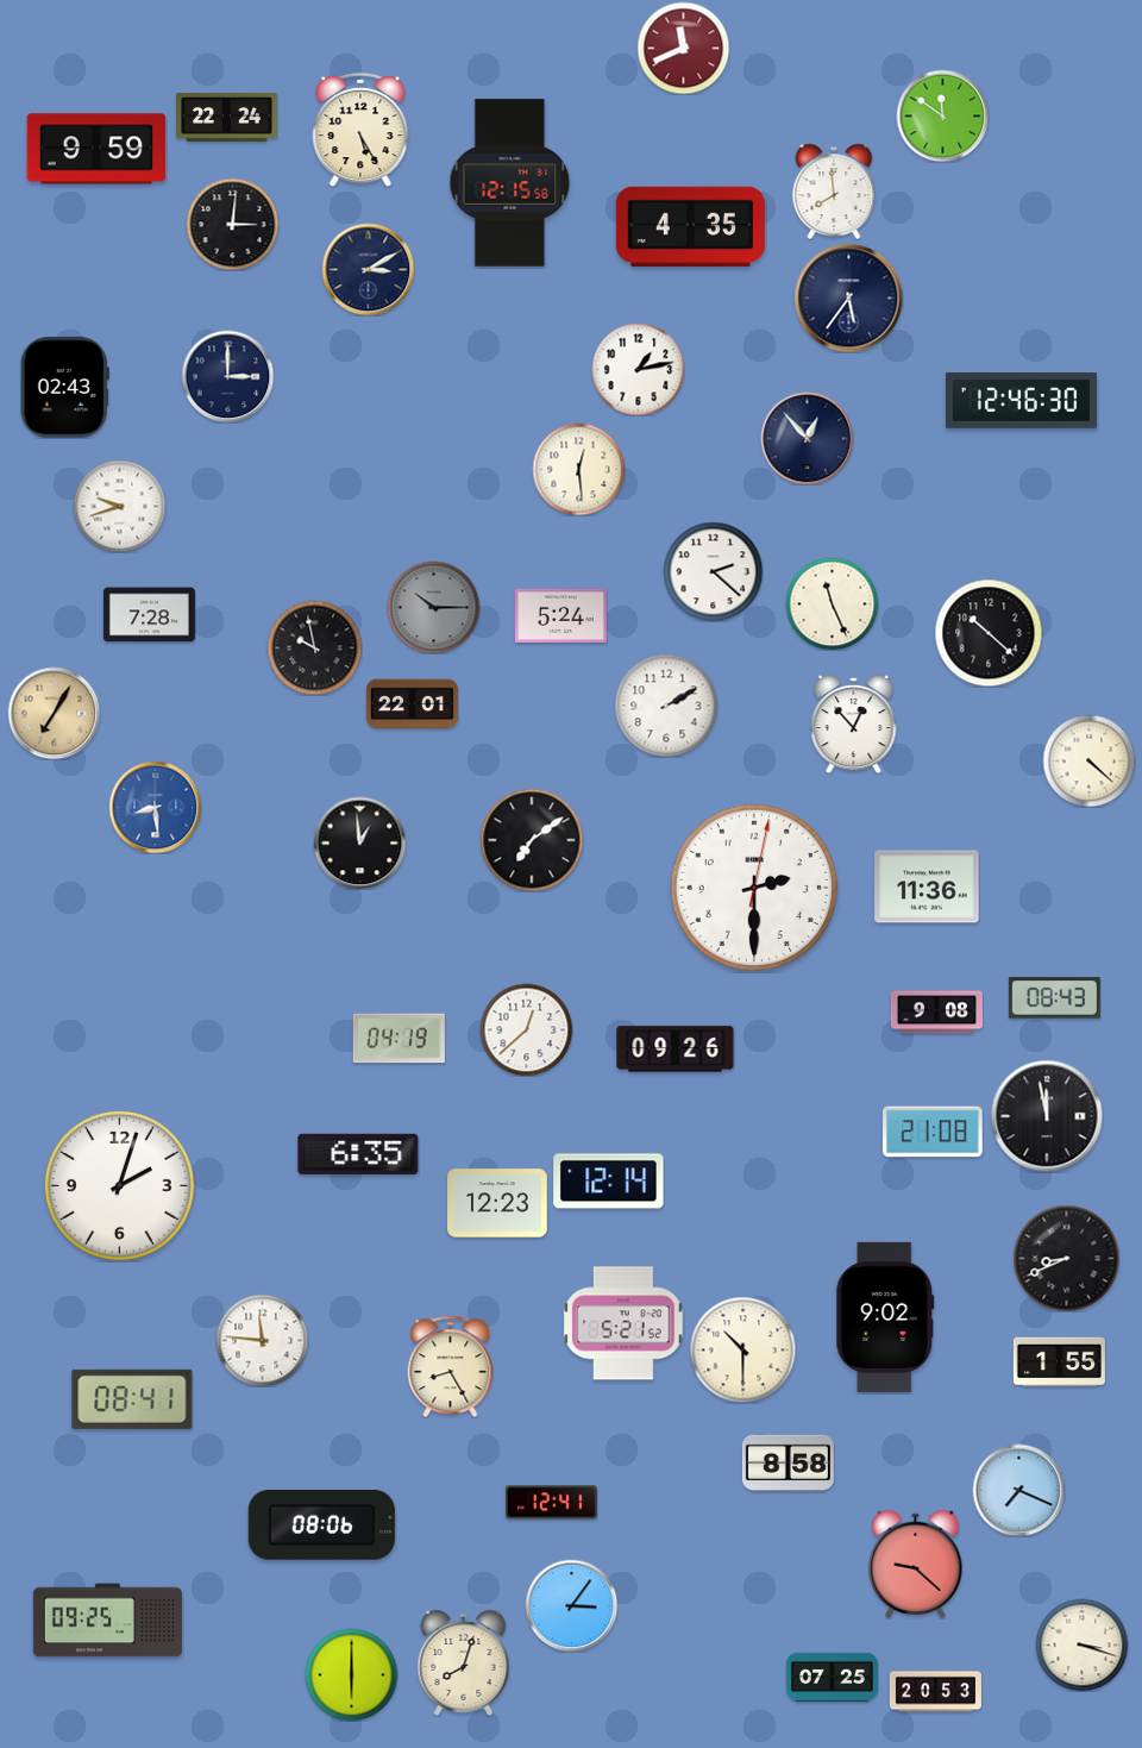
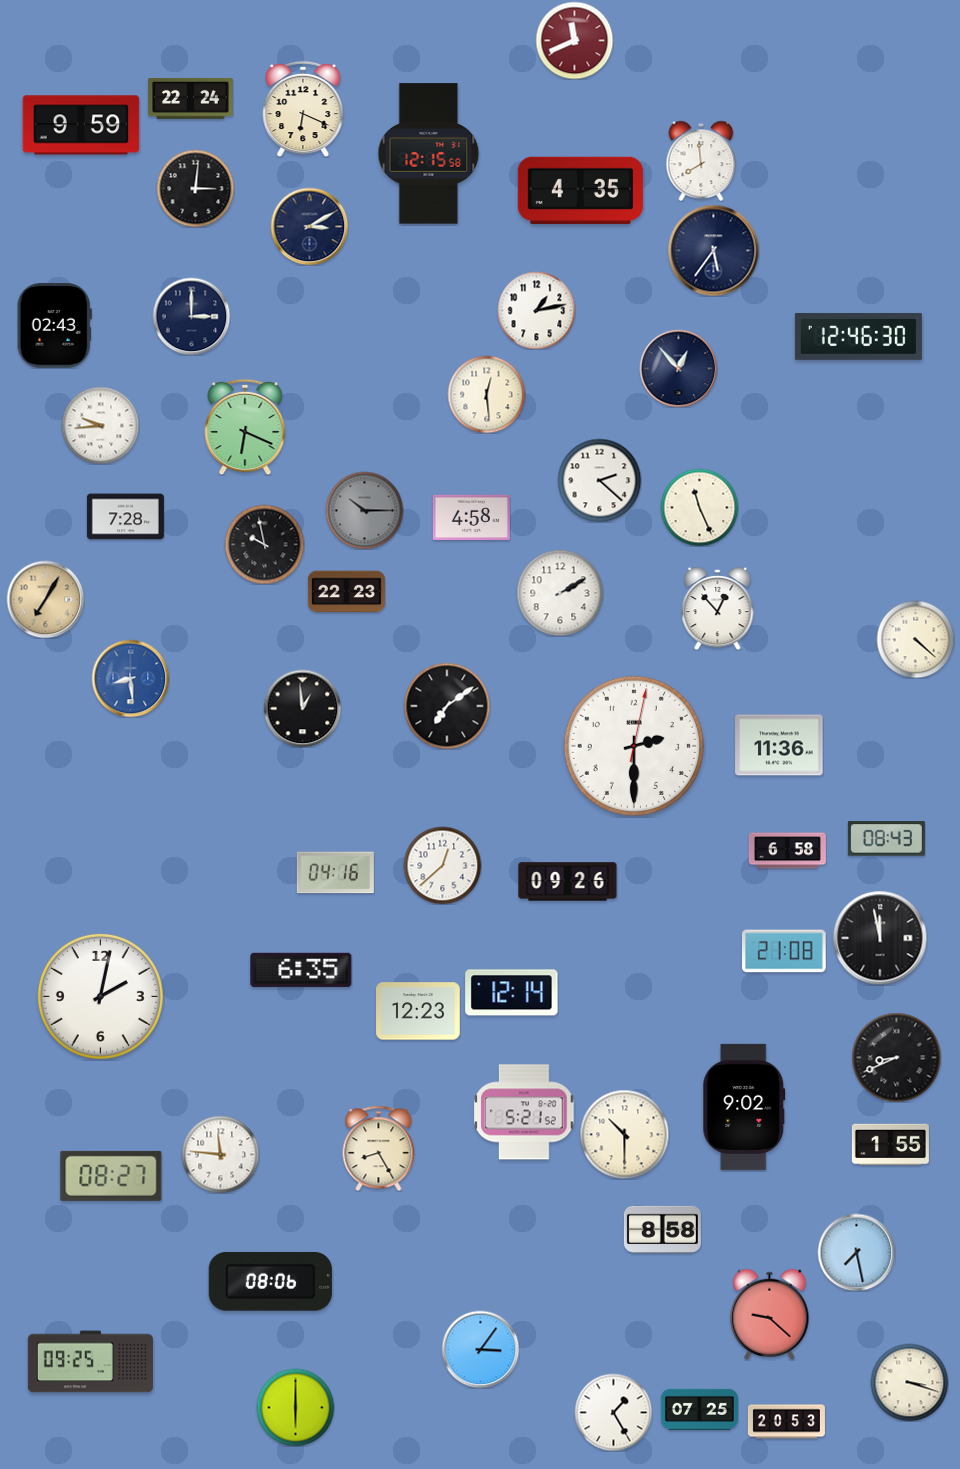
clock at (942, 115): 11:51 -> none
clock at (360, 130): 5:25 -> 6:19
clock at (119, 506): 9:42 -> 9:44
clock at (245, 427): none -> 6:19
clock at (560, 616): 5:24 -> 4:58
clock at (989, 633): 10:22 -> none
clock at (412, 704): 22:01 -> 22:23
clock at (936, 1013): 9:08 -> 6:58
clock at (399, 1039): 04:19 -> 04:16
clock at (119, 1185): 2:03 -> 2:02
clock at (262, 1340) position: (262, 1340) -> (220, 1154)
clock at (132, 1399): 08:41 -> 08:27
clock at (1018, 1490): 7:19 -> 7:28
clock at (551, 1503): 12:41 -> none
clock at (464, 1662): 8:03 -> none
clock at (613, 1412): none -> 1:25
